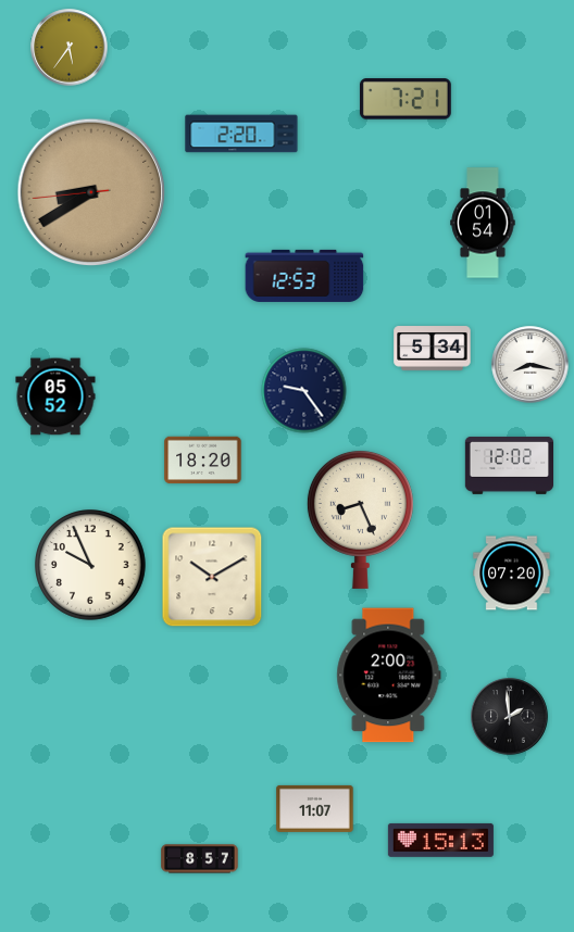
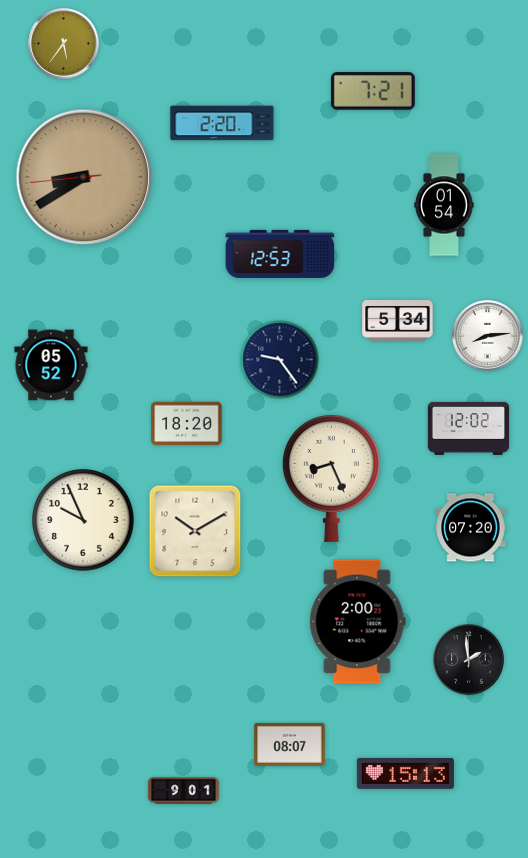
clock at (531, 365): 8:17 -> 8:14
clock at (315, 808): 11:07 -> 08:07
clock at (200, 859): 8:57 -> 9:01
